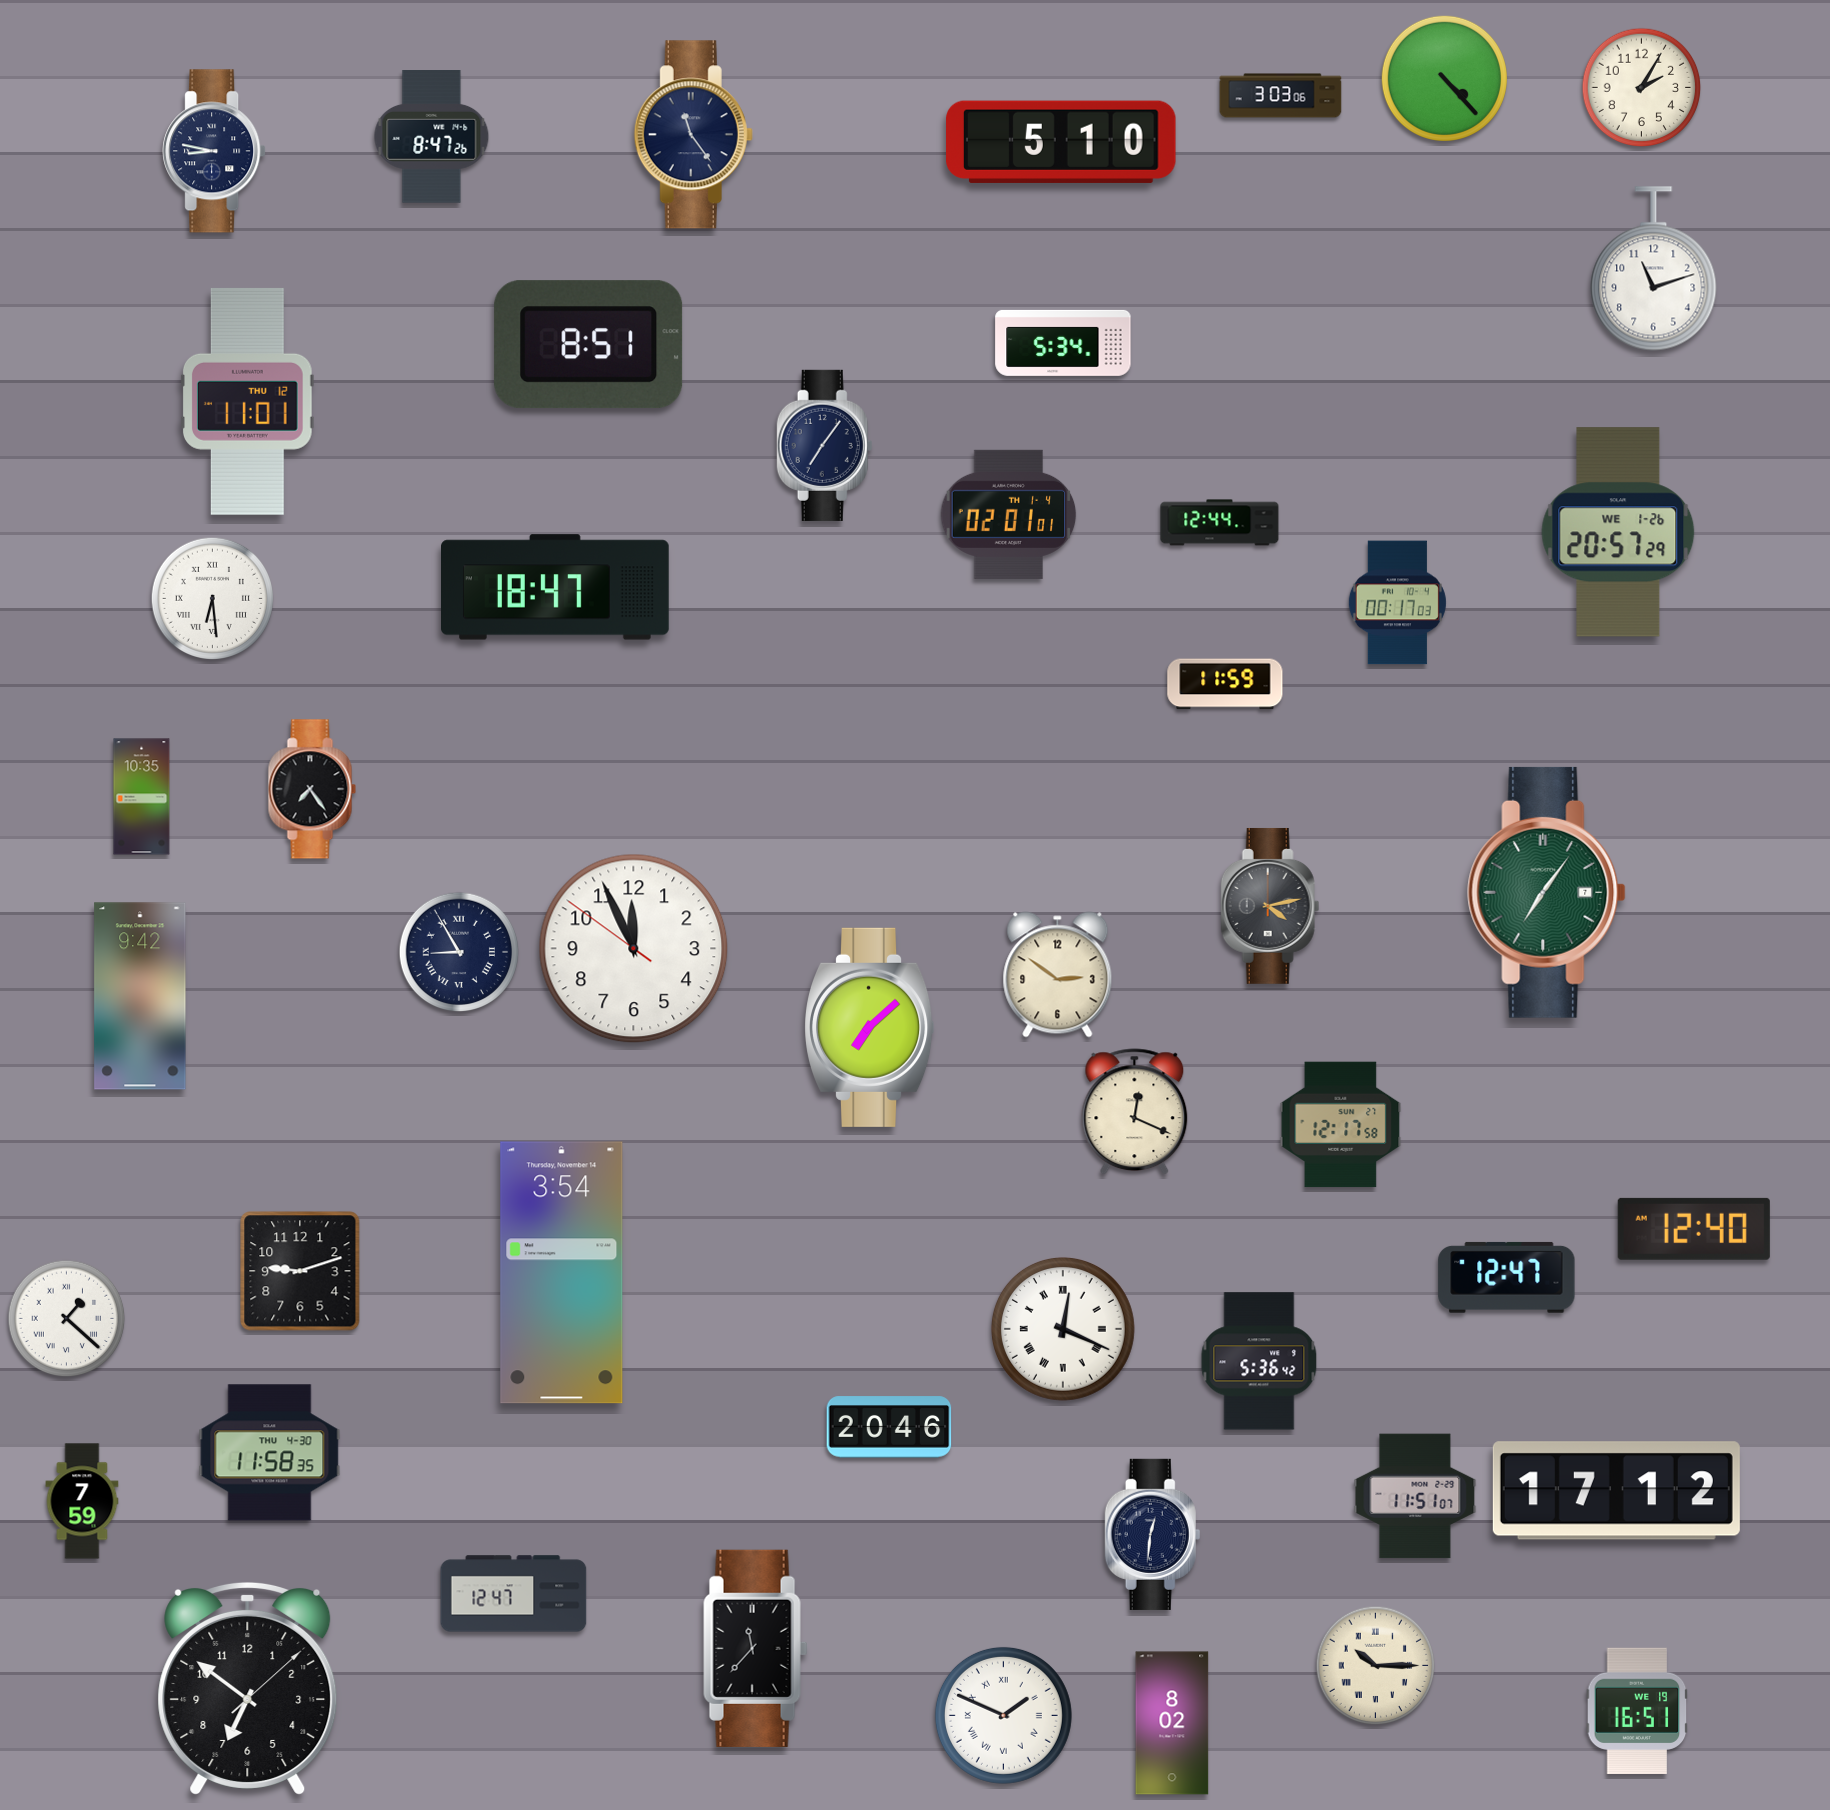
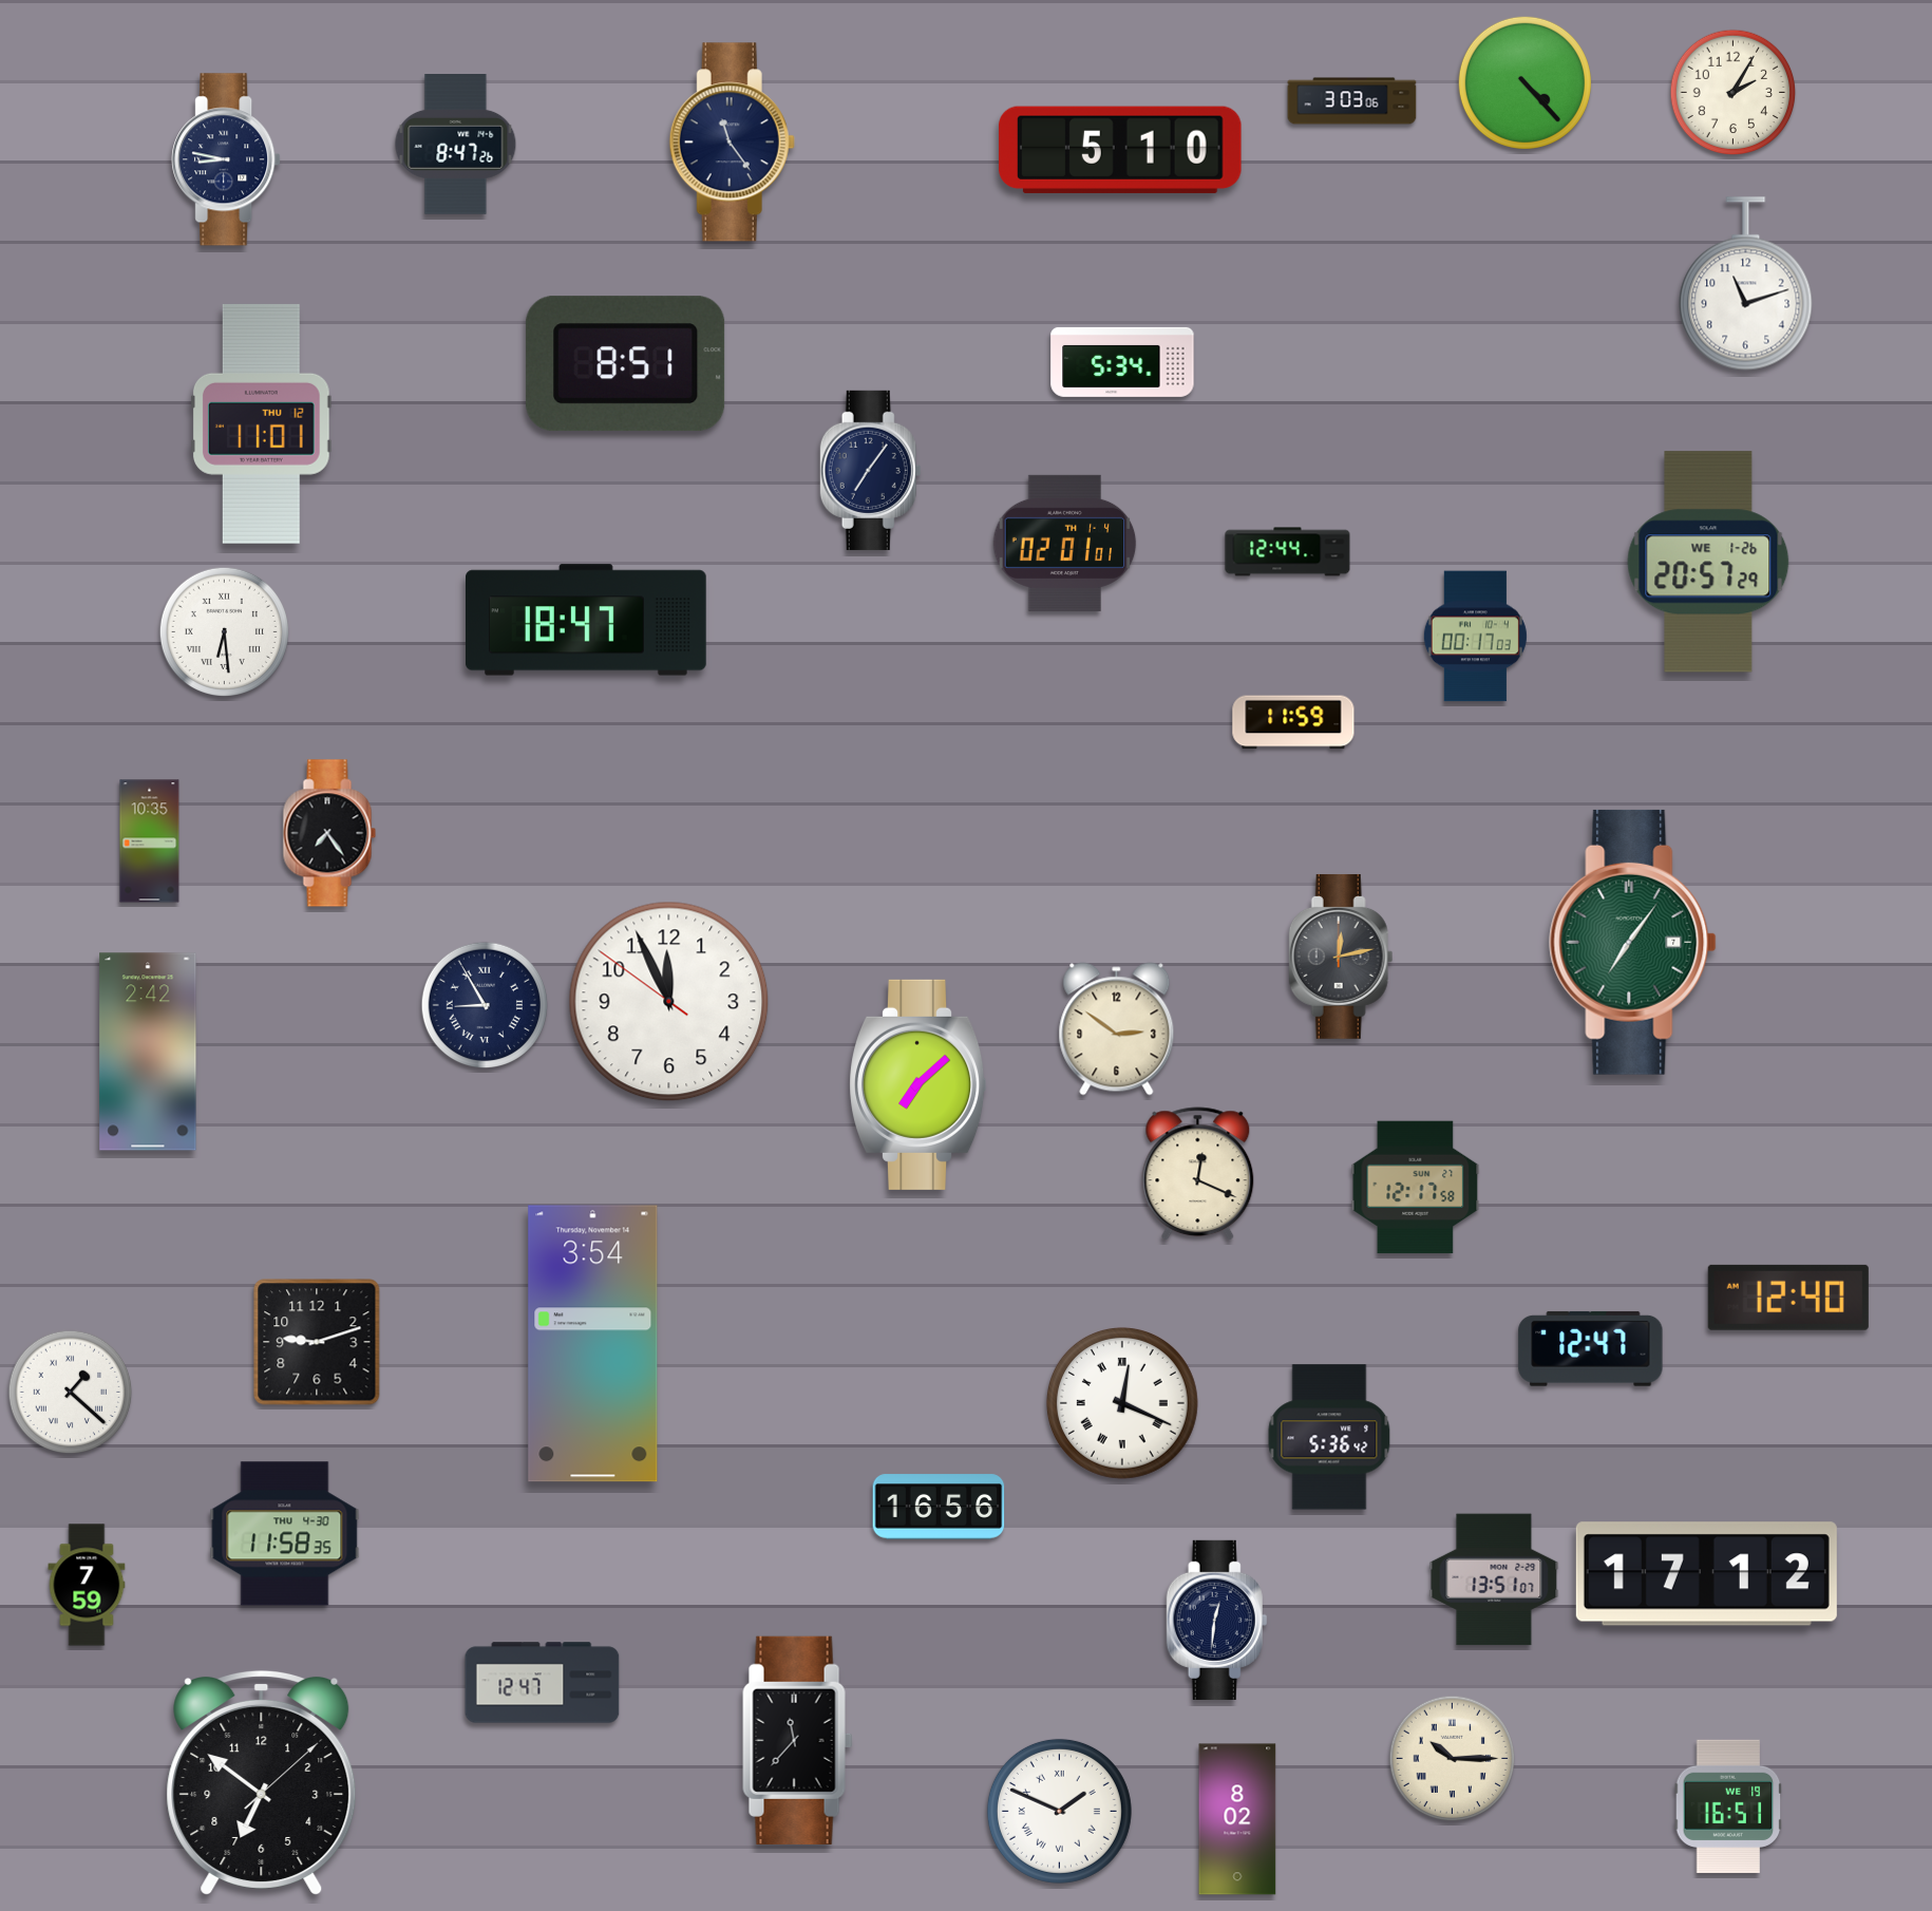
clock at (589, 345) position: (589, 345) -> (626, 364)
clock at (1270, 906): 4:13 -> 12:13
clock at (140, 996): 9:42 -> 2:42
clock at (889, 1427): 20:46 -> 16:56
clock at (1415, 1496): 11:51 -> 13:51
